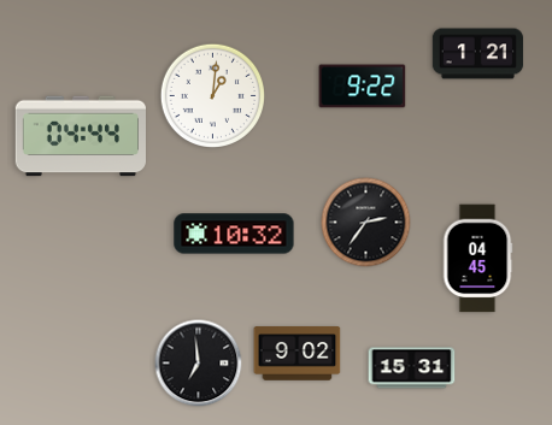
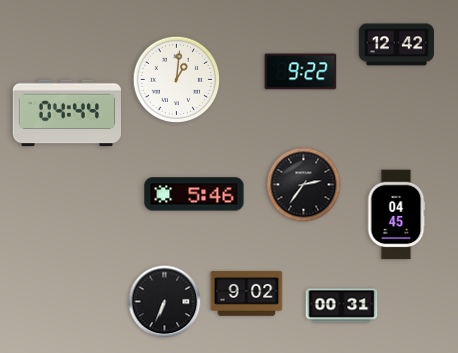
clock at (477, 54): 1:21 -> 12:42
clock at (234, 234): 10:32 -> 5:46
clock at (199, 364): 6:59 -> 6:34
clock at (412, 368): 15:31 -> 00:31
